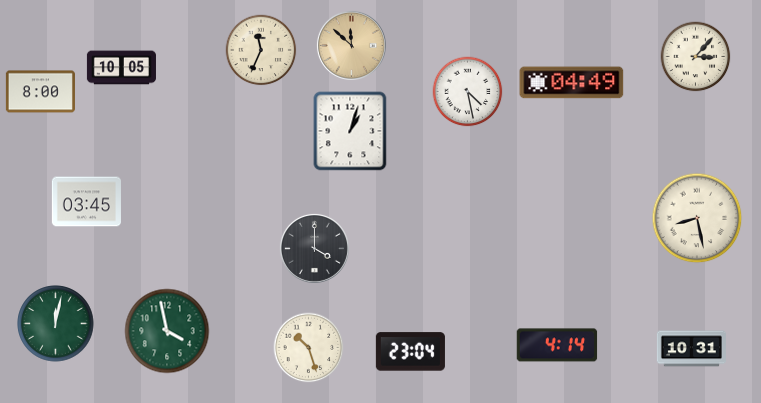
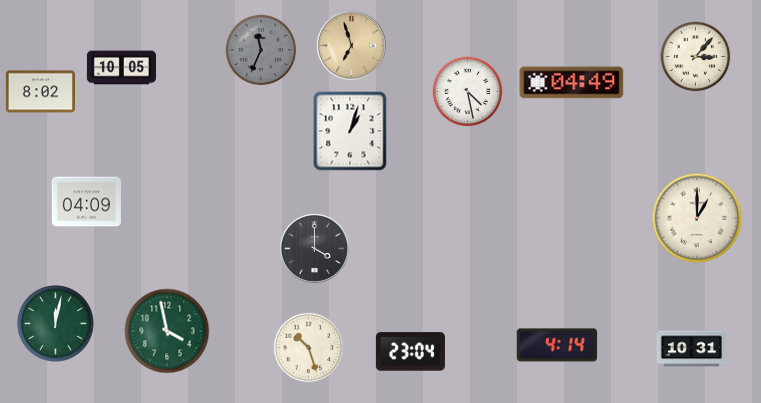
clock at (351, 45): 11:52 -> 6:57
clock at (261, 50) dial: cream -> grey
clock at (40, 92): 8:00 -> 8:02
clock at (86, 202): 03:45 -> 04:09
clock at (697, 218): 8:28 -> 1:00
